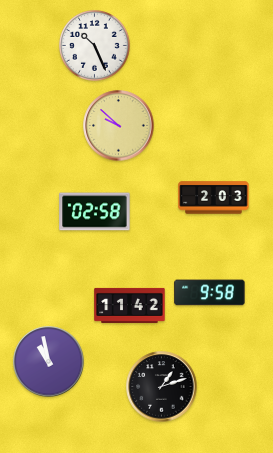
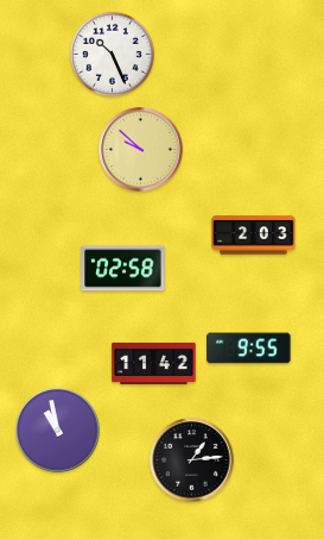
clock at (95, 212) position: (95, 212) -> (123, 269)
clock at (210, 293): 9:58 -> 9:55
clock at (162, 387): 1:12 -> 1:14
